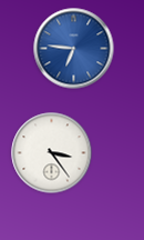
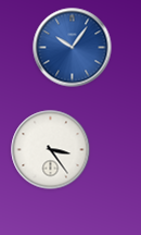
clock at (74, 49): 6:46 -> 10:06
